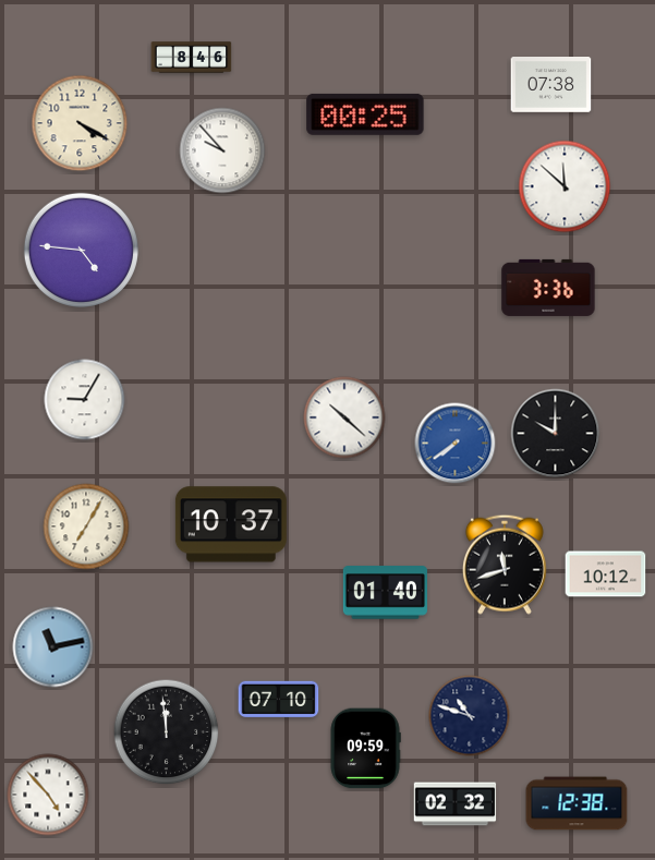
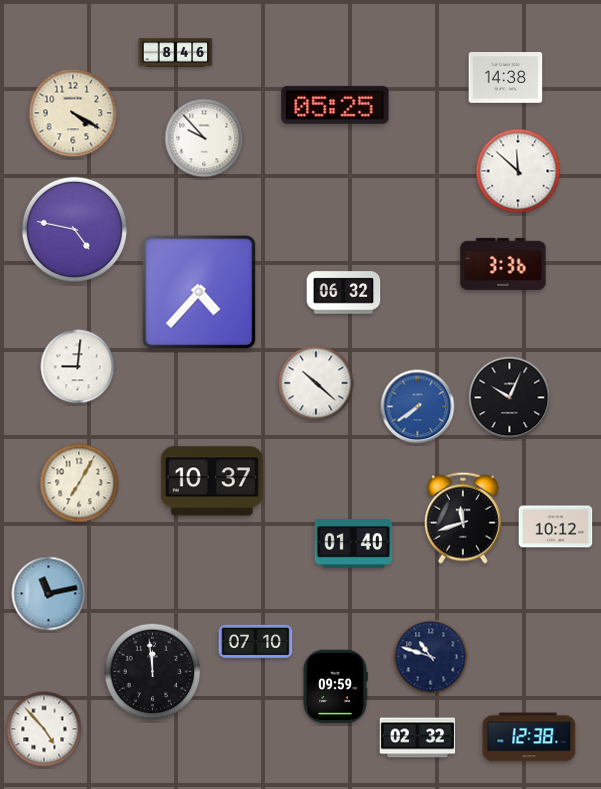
clock at (551, 85): 07:38 -> 14:38
clock at (365, 114): 00:25 -> 05:25
clock at (81, 250): 4:46 -> 4:47
clock at (199, 292): none -> 4:37
clock at (344, 293): none -> 06:32
clock at (85, 400): 9:05 -> 9:01
clock at (556, 434): 10:00 -> 10:04
